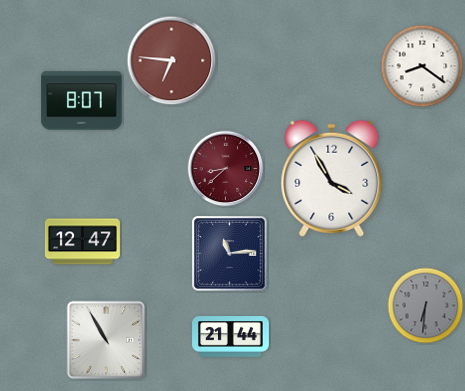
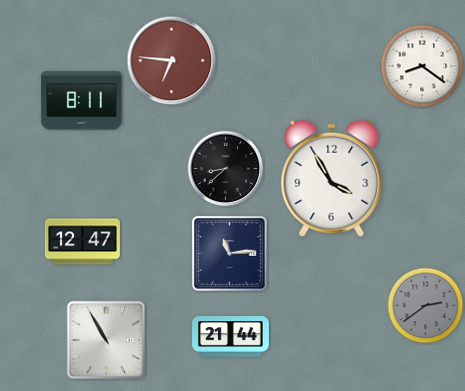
clock at (82, 101): 8:07 -> 8:11
clock at (226, 169) dial: burgundy -> black
clock at (426, 306): 6:31 -> 2:39
